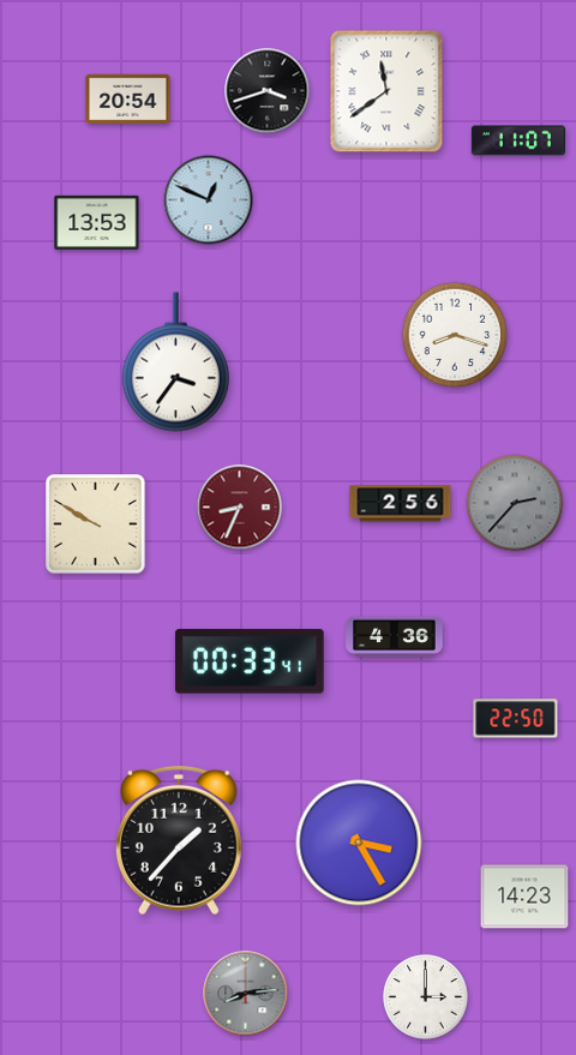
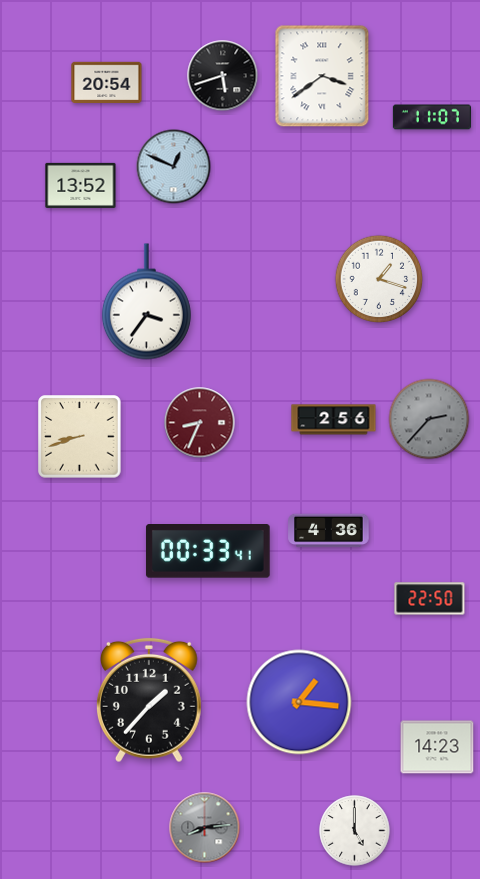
clock at (268, 91): 3:42 -> 5:42
clock at (386, 91): 11:39 -> 3:39
clock at (97, 222): 13:53 -> 13:52
clock at (455, 335): 8:18 -> 1:18
clock at (96, 524): 9:50 -> 8:42
clock at (359, 843): 3:25 -> 1:16
clock at (426, 997): 3:00 -> 5:00
